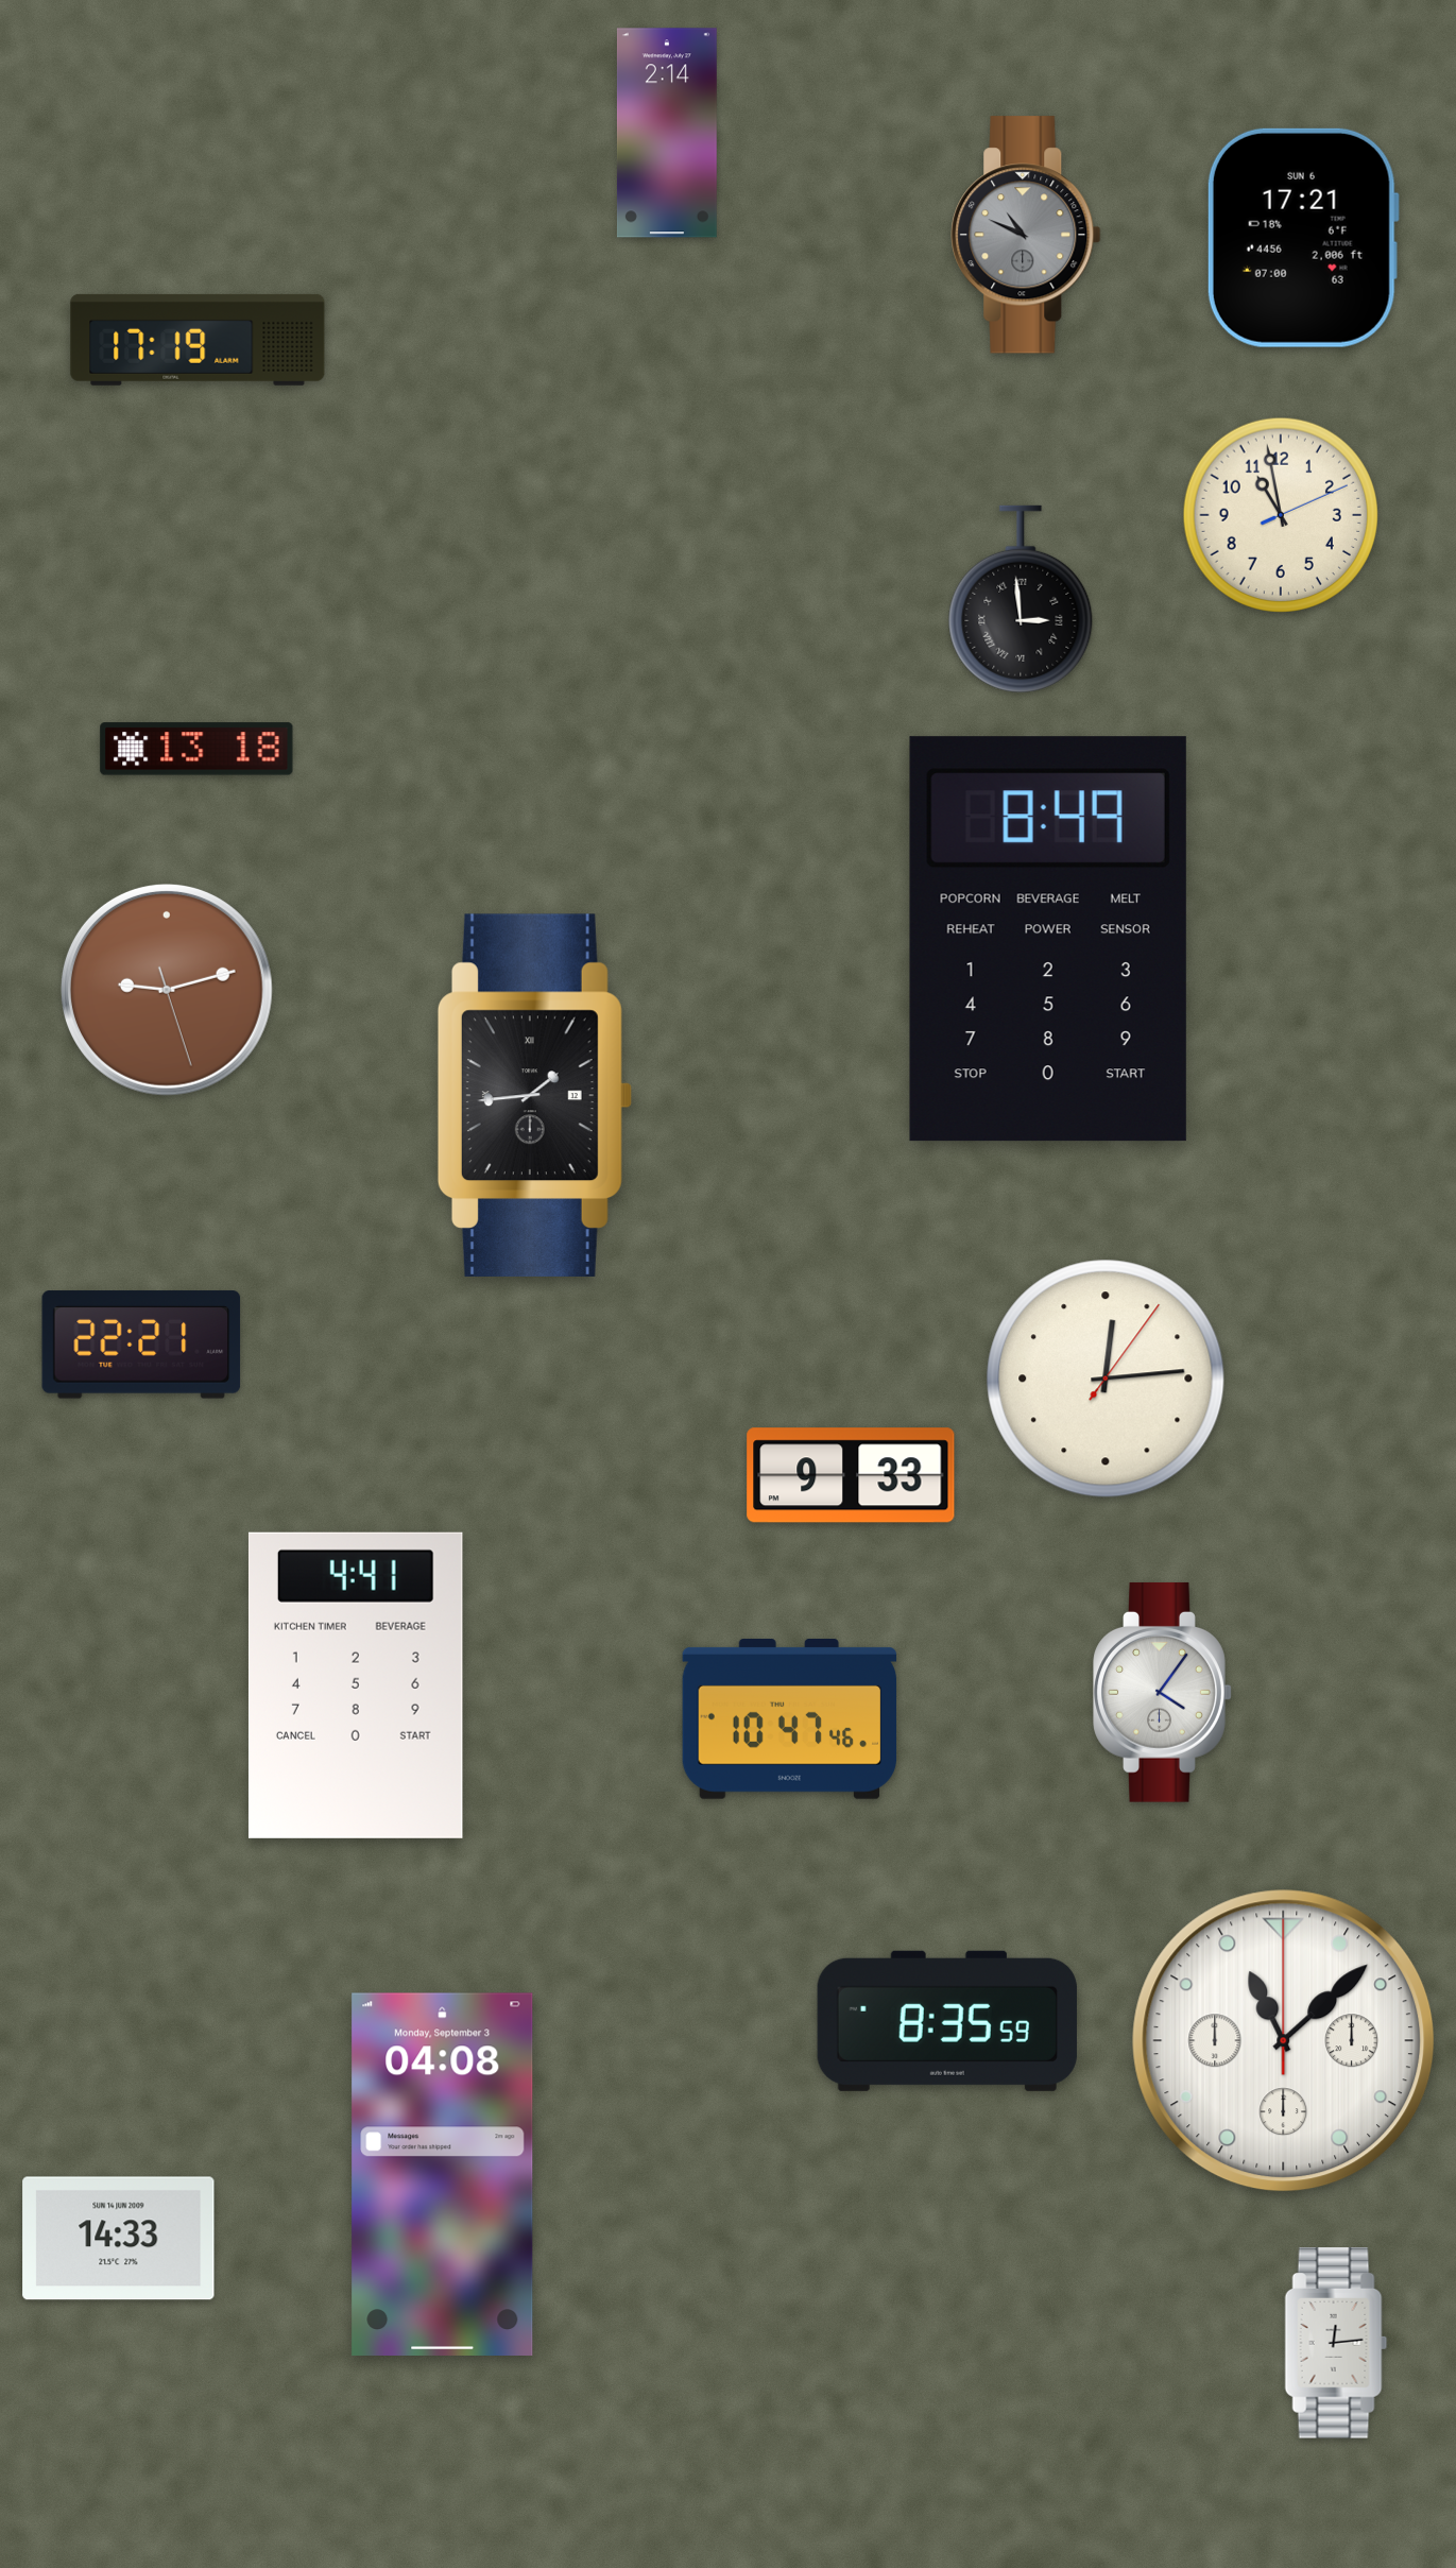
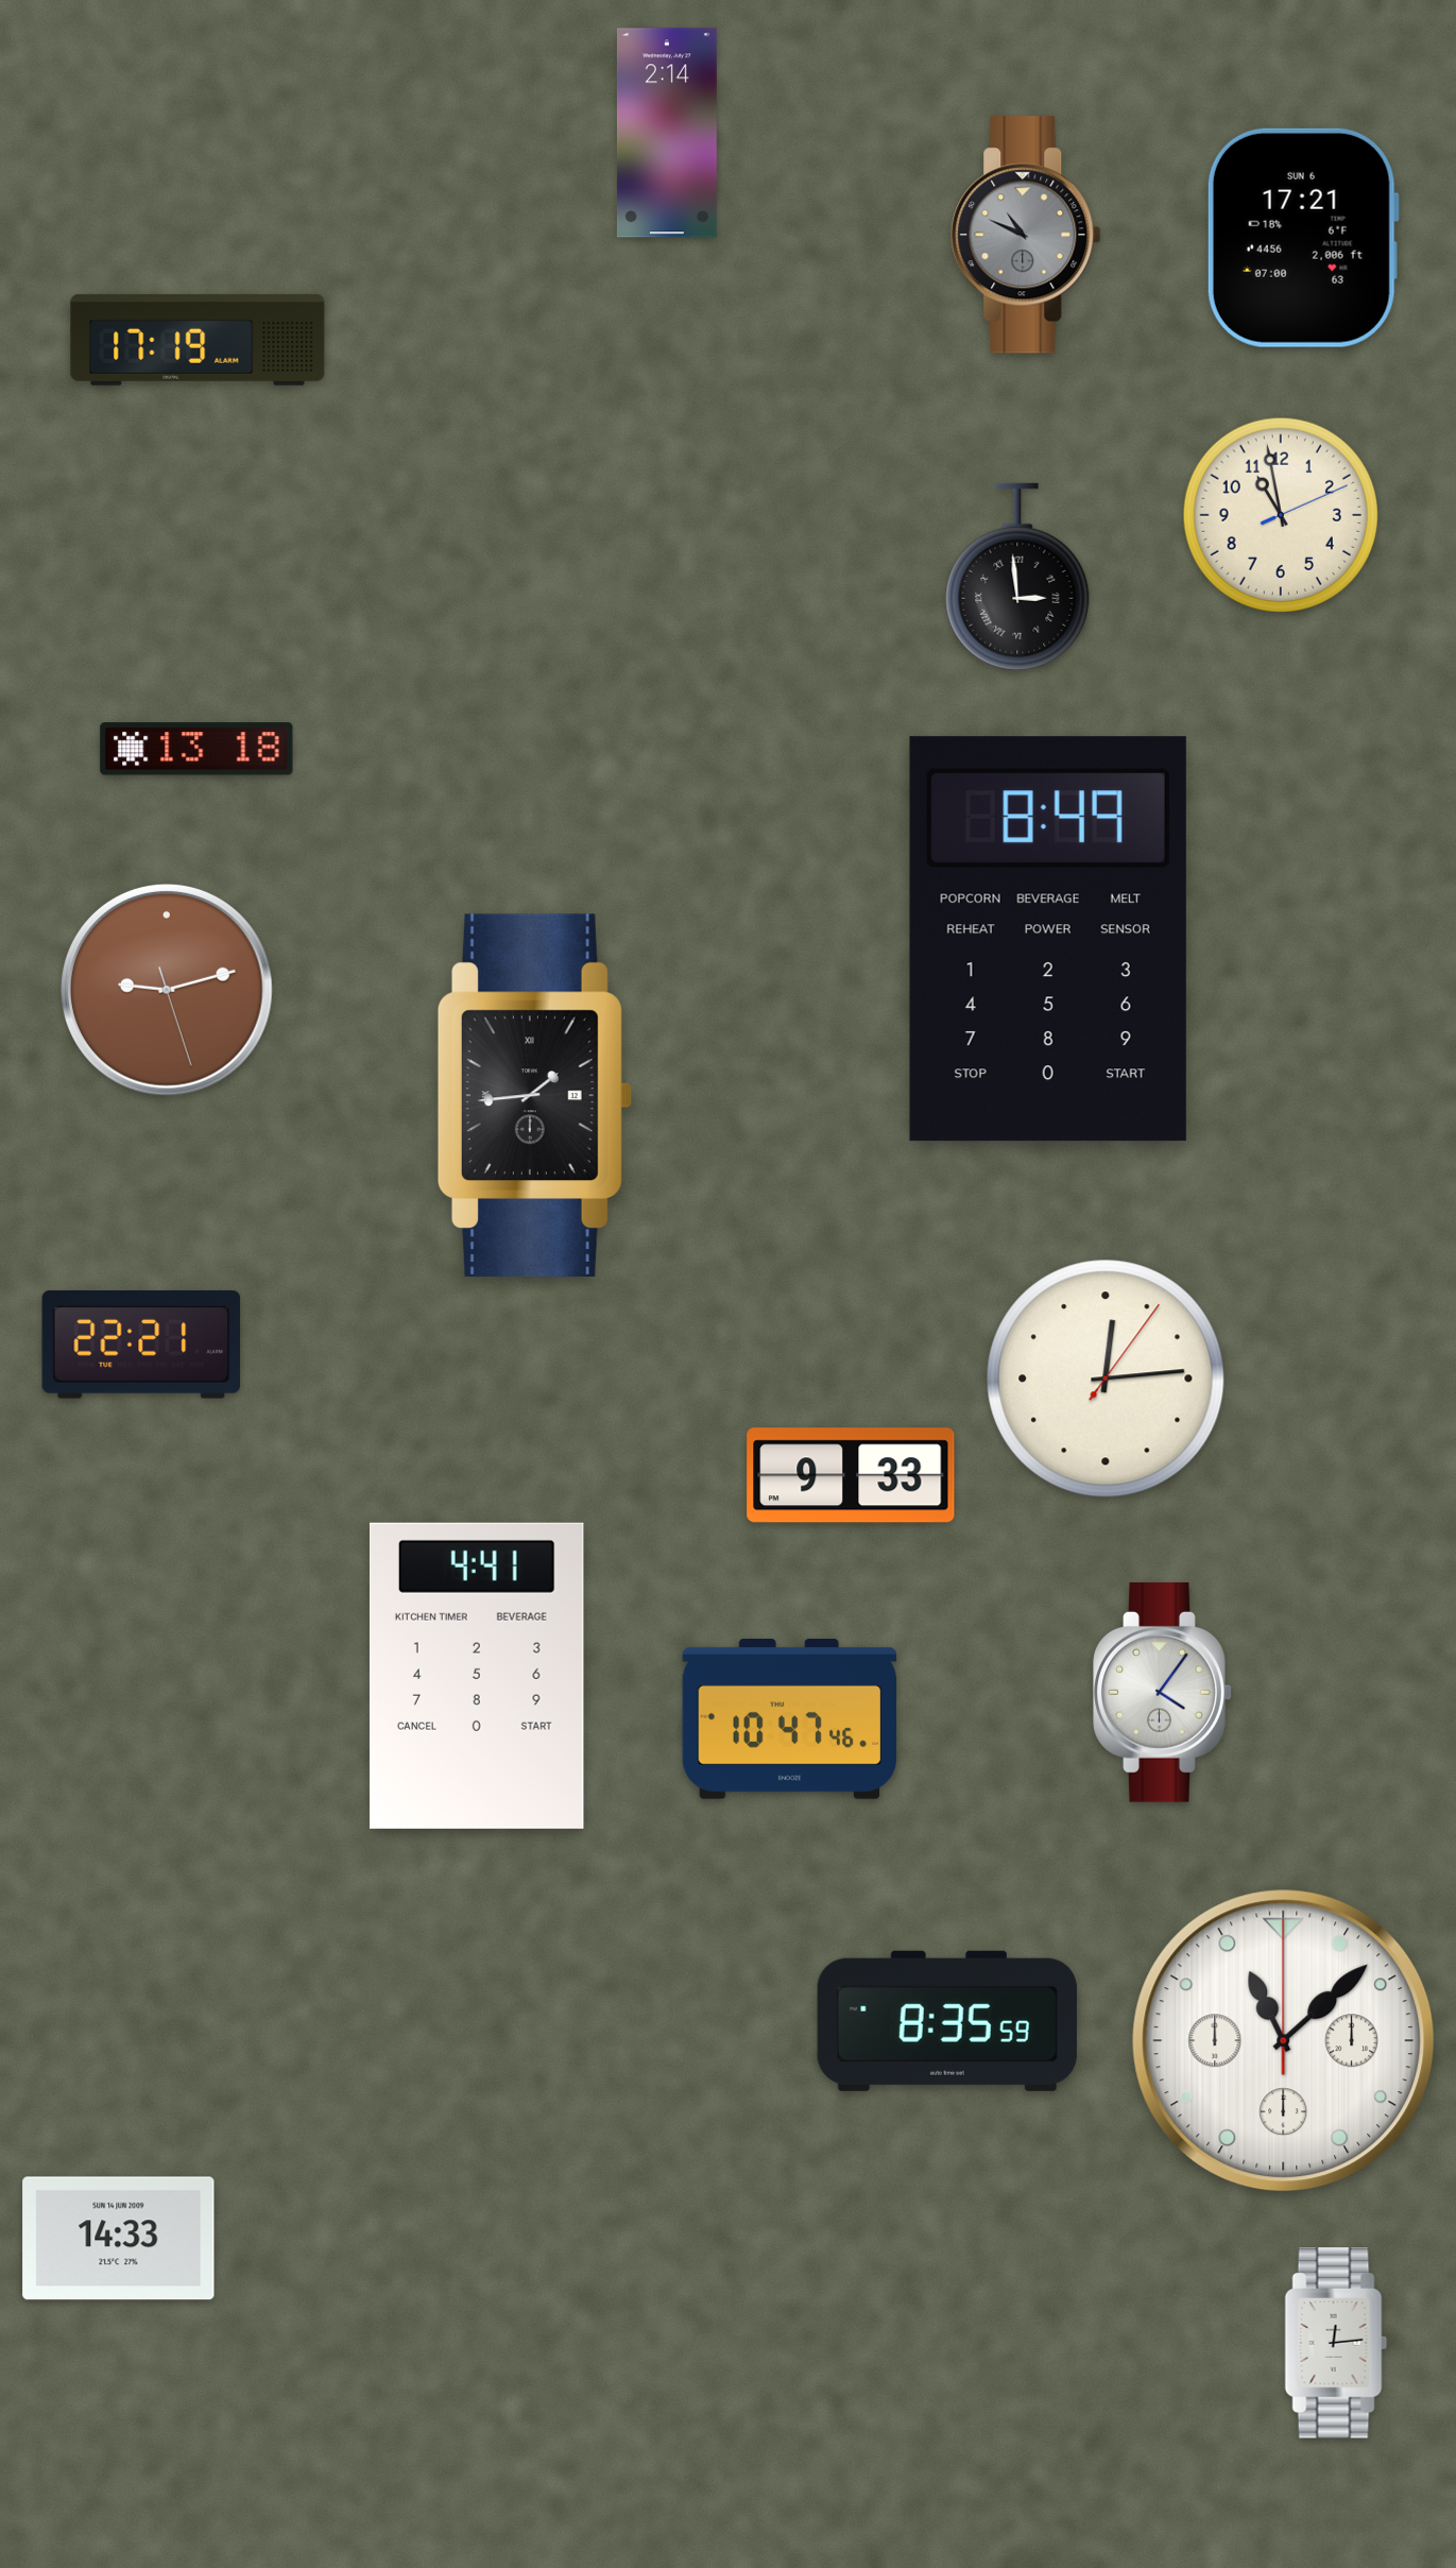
clock at (1021, 599) position: (1021, 599) -> (1017, 577)
clock at (356, 1685) position: (356, 1685) -> (477, 1676)
clock at (443, 2174): 04:08 -> none
